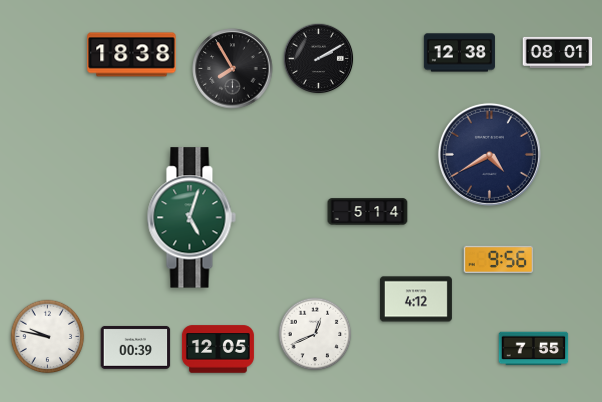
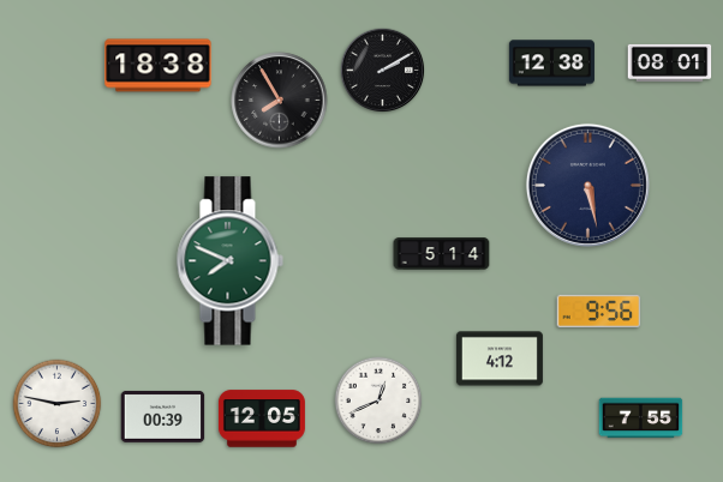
clock at (233, 69) position: (233, 69) -> (280, 101)
clock at (489, 154): 4:40 -> 5:28
clock at (191, 218): 5:03 -> 7:49
clock at (48, 337): 9:47 -> 2:47
